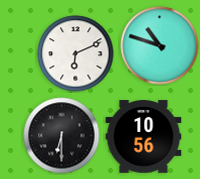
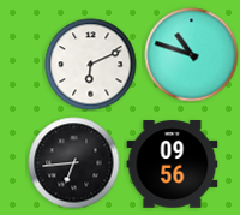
clock at (62, 136): 6:30 -> 6:44
clock at (144, 137): 10:56 -> 09:56
